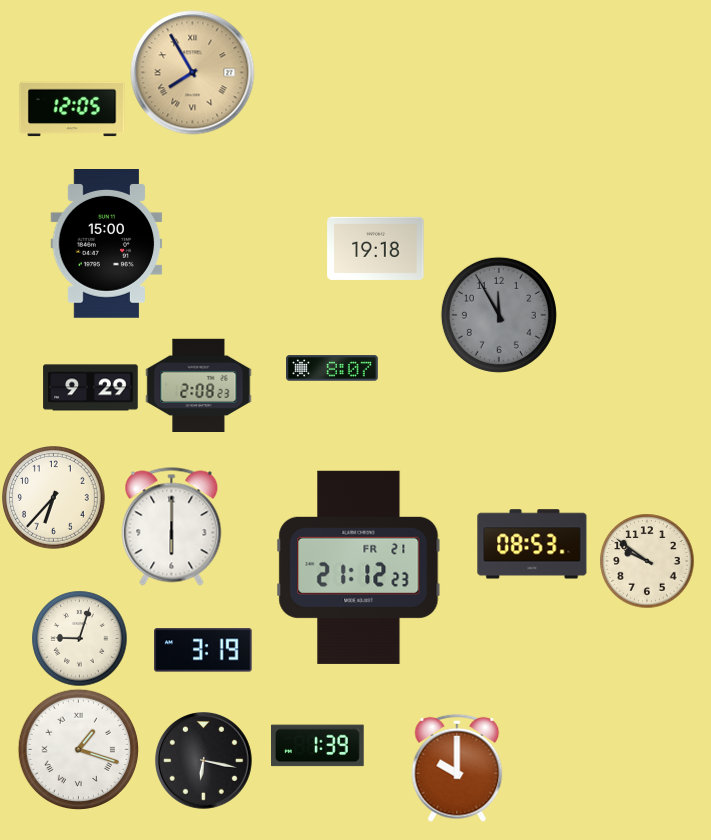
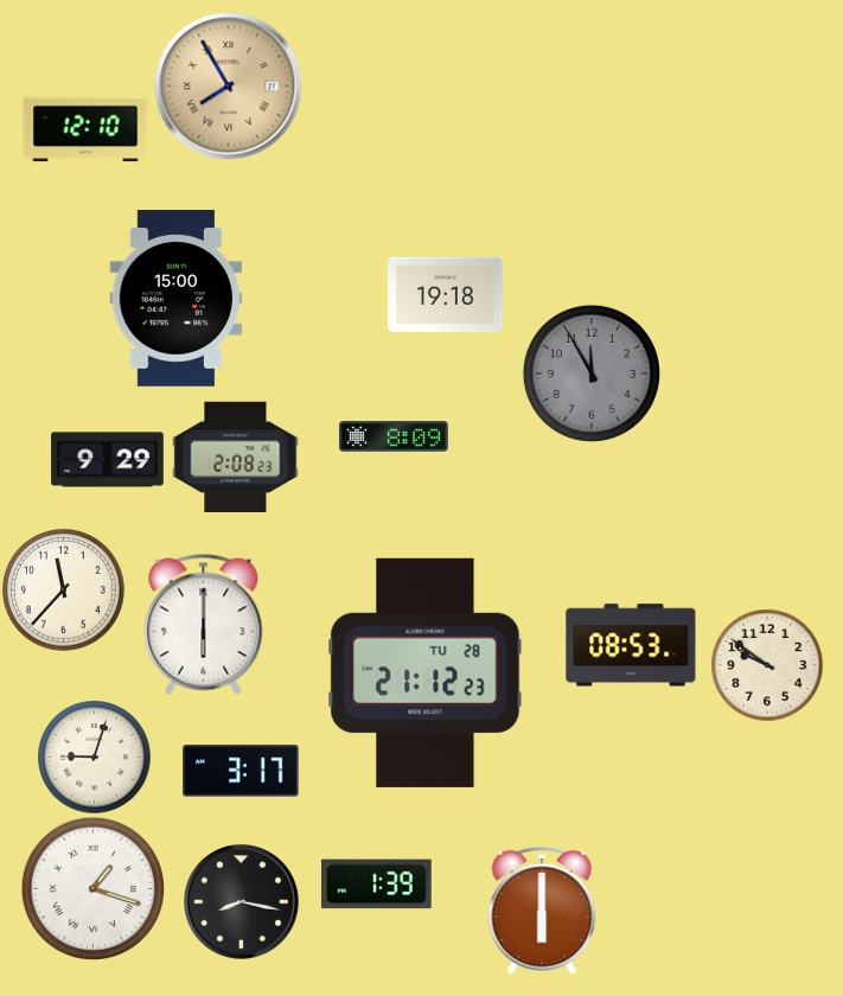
clock at (72, 109): 12:05 -> 12:10
clock at (107, 244) position: (107, 244) -> (177, 299)
clock at (332, 368): 8:07 -> 8:09
clock at (54, 498): 6:37 -> 11:37
clock at (359, 567) date: FR 21 -> TU 28
clock at (203, 650): 3:19 -> 3:17
clock at (204, 761): 6:17 -> 8:17
clock at (457, 768): 10:00 -> 6:00
